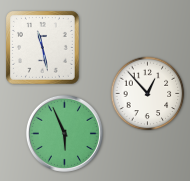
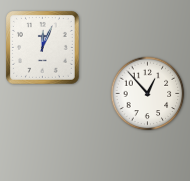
clock at (43, 48): 11:28 -> 12:04
clock at (64, 133): 5:56 -> none
